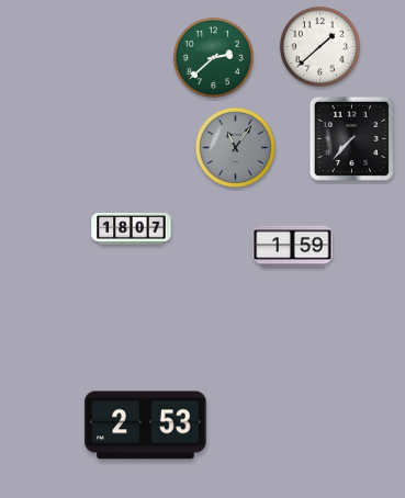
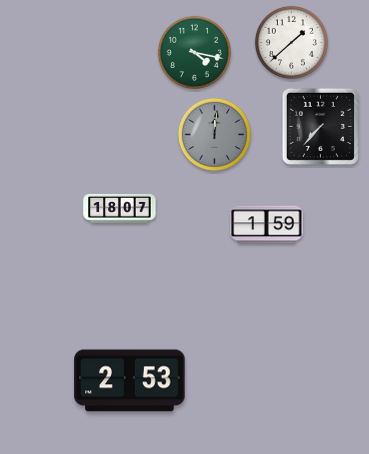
clock at (213, 57): 2:38 -> 4:17
clock at (235, 147): 11:06 -> 12:01
clock at (146, 426) position: (146, 426) -> (130, 381)
